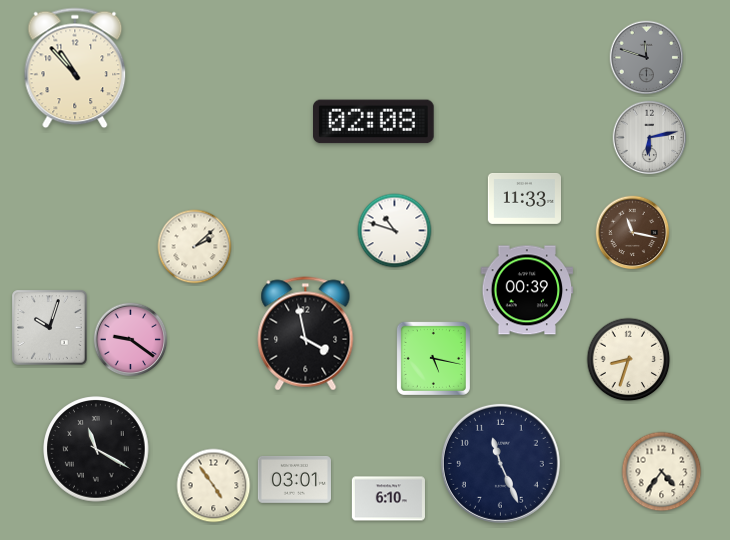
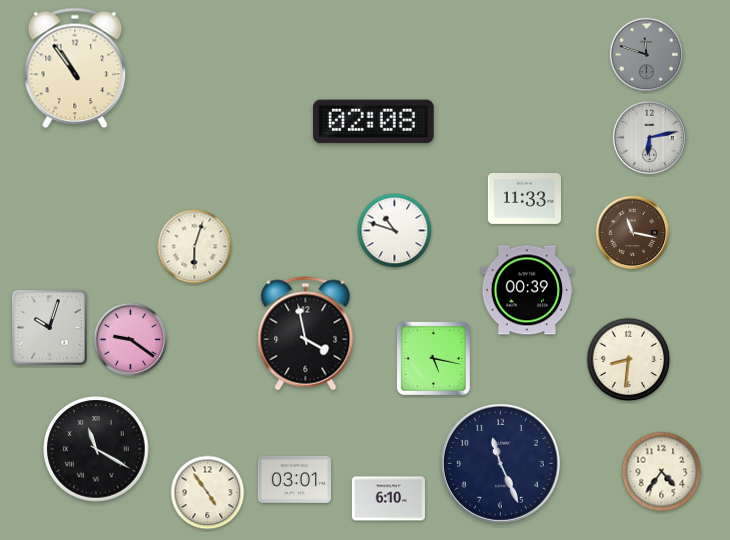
clock at (647, 58) position: (647, 58) -> (647, 55)
clock at (75, 68): 10:53 -> 10:54
clock at (195, 247): 2:08 -> 6:03
clock at (629, 360): 8:33 -> 8:31
clock at (214, 486) position: (214, 486) -> (208, 493)
